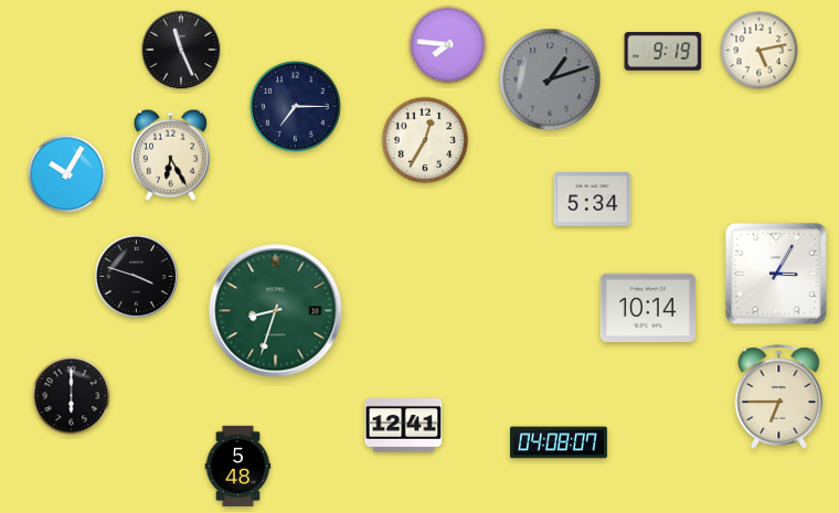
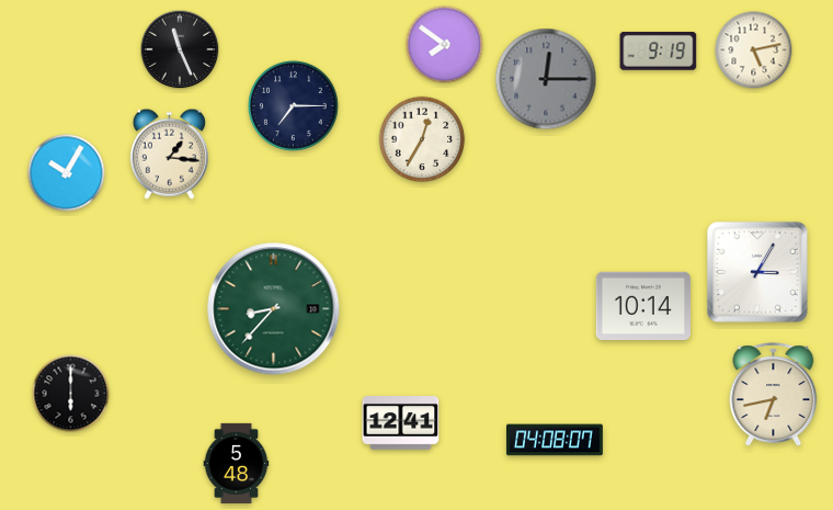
clock at (448, 45): 7:46 -> 7:51
clock at (550, 79): 1:12 -> 12:15
clock at (170, 154): 6:25 -> 1:16
clock at (593, 200): 5:34 -> none
clock at (776, 274) position: (776, 274) -> (757, 272)
clock at (136, 276): 3:48 -> none
clock at (276, 311): 8:33 -> 8:37
clock at (779, 397): 6:45 -> 6:43
